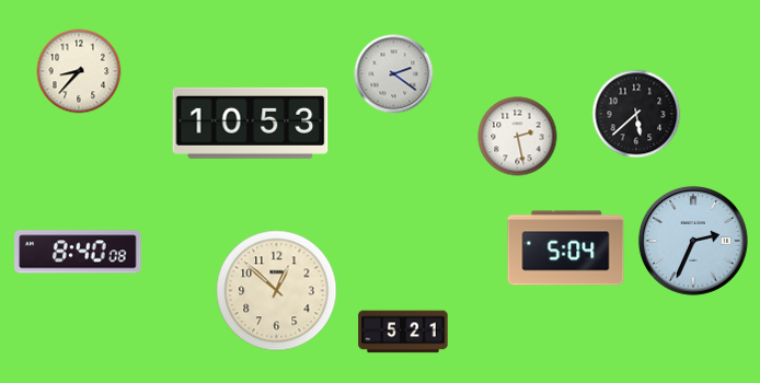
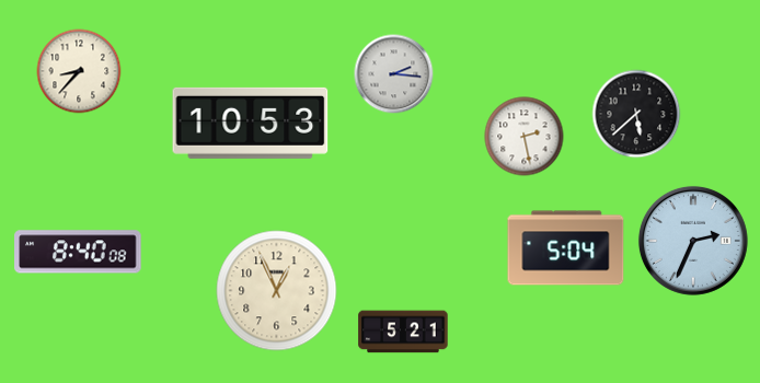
clock at (394, 74): 2:21 -> 2:16
clock at (518, 137) position: (518, 137) -> (525, 137)
clock at (277, 291): 12:52 -> 12:56
